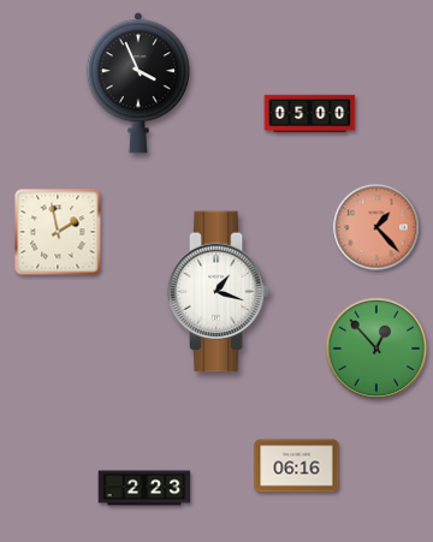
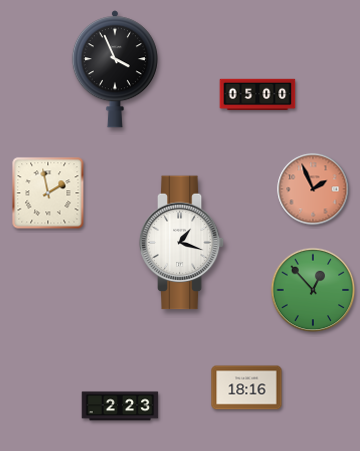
clock at (376, 227): 1:23 -> 1:56
clock at (297, 466): 06:16 -> 18:16
